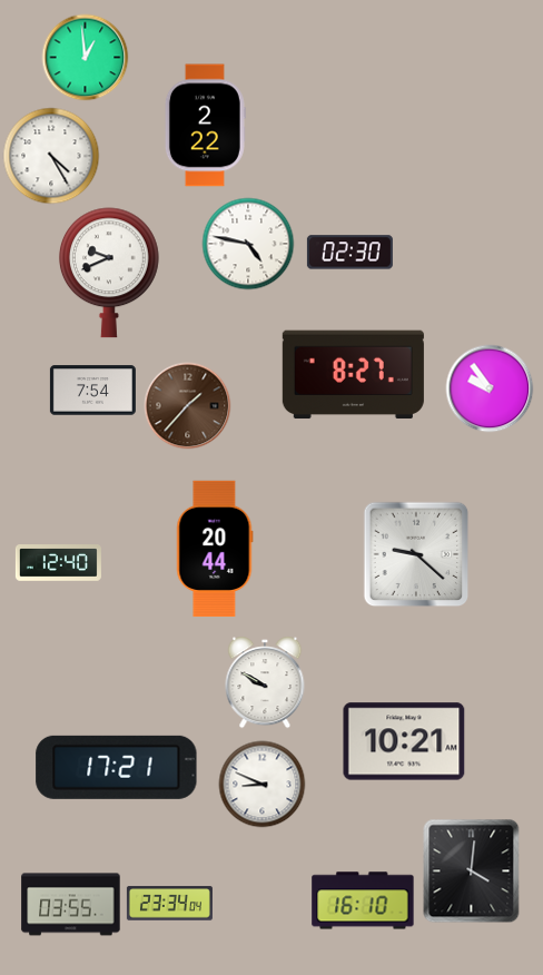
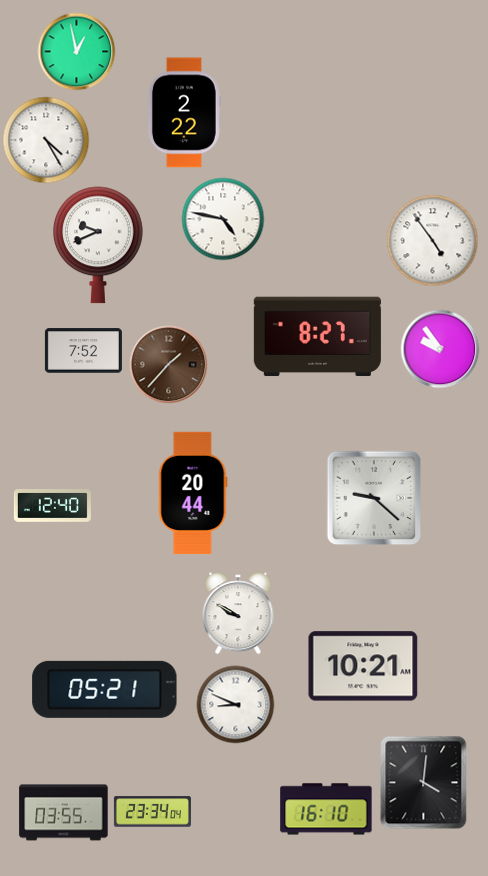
clock at (85, 57): 12:59 -> 12:58
clock at (349, 253): 02:30 -> none
clock at (432, 240): none -> 4:54
clock at (92, 391): 7:54 -> 7:52
clock at (117, 767): 17:21 -> 05:21
